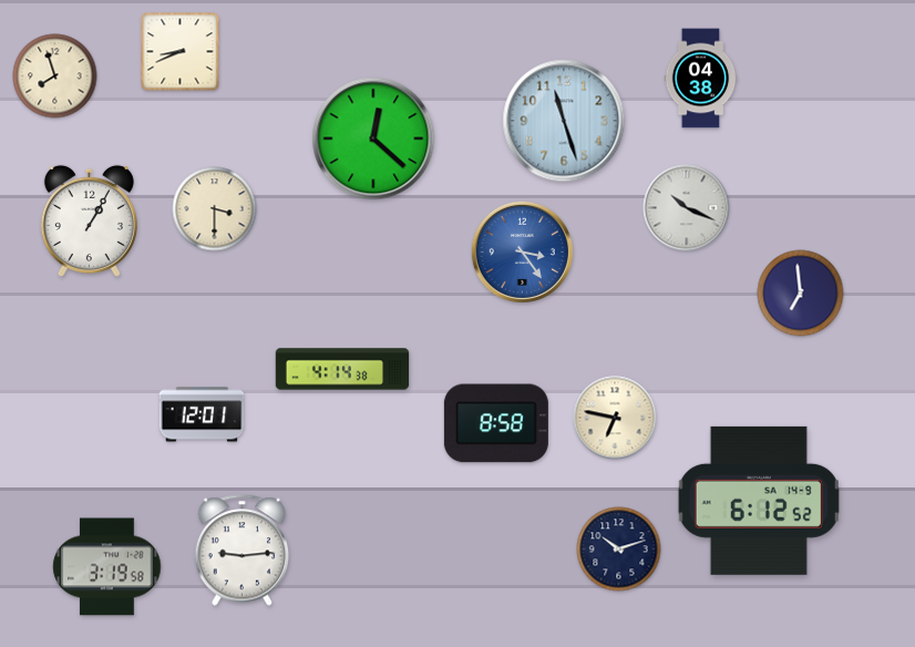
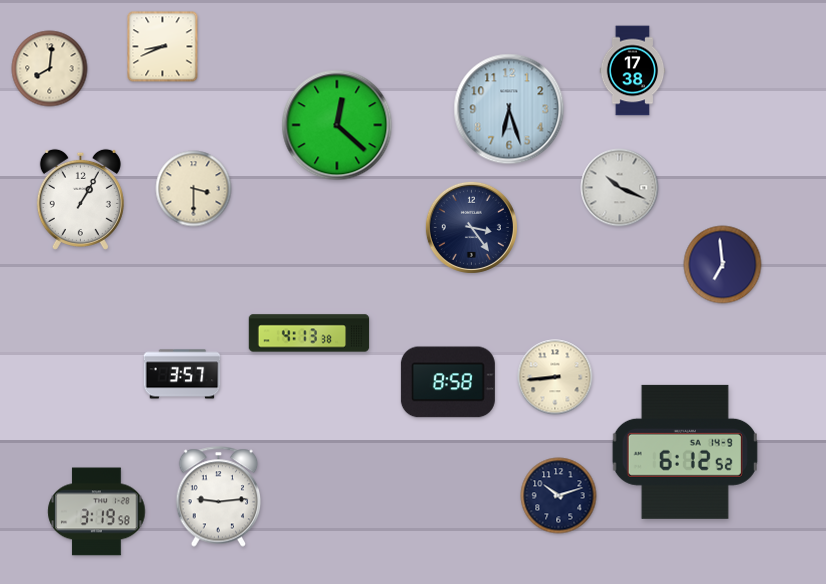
clock at (55, 76): 7:57 -> 8:01
clock at (701, 79): 04:38 -> 17:38
clock at (564, 121): 11:27 -> 6:27
clock at (522, 251) dial: blue -> navy
clock at (342, 369): 4:14 -> 4:13
clock at (202, 414): 12:01 -> 3:57
clock at (615, 418): 6:47 -> 8:44
